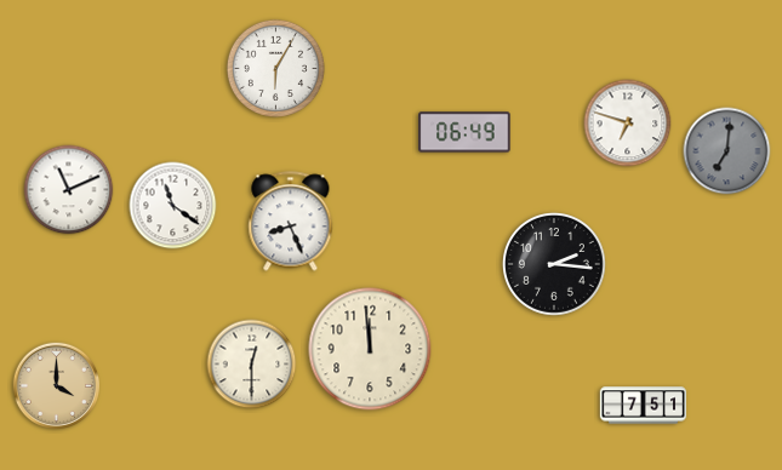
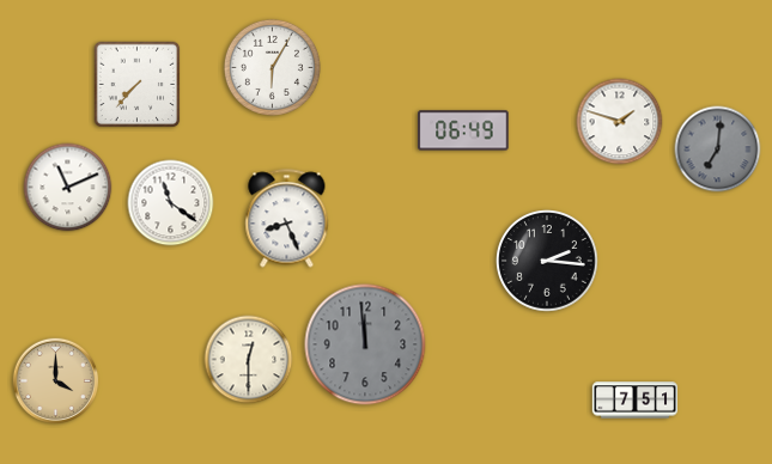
clock at (138, 85): none -> 7:37
clock at (628, 124): 6:48 -> 1:48
clock at (464, 132) position: (464, 132) -> (463, 130)
clock at (370, 349) dial: cream -> grey
